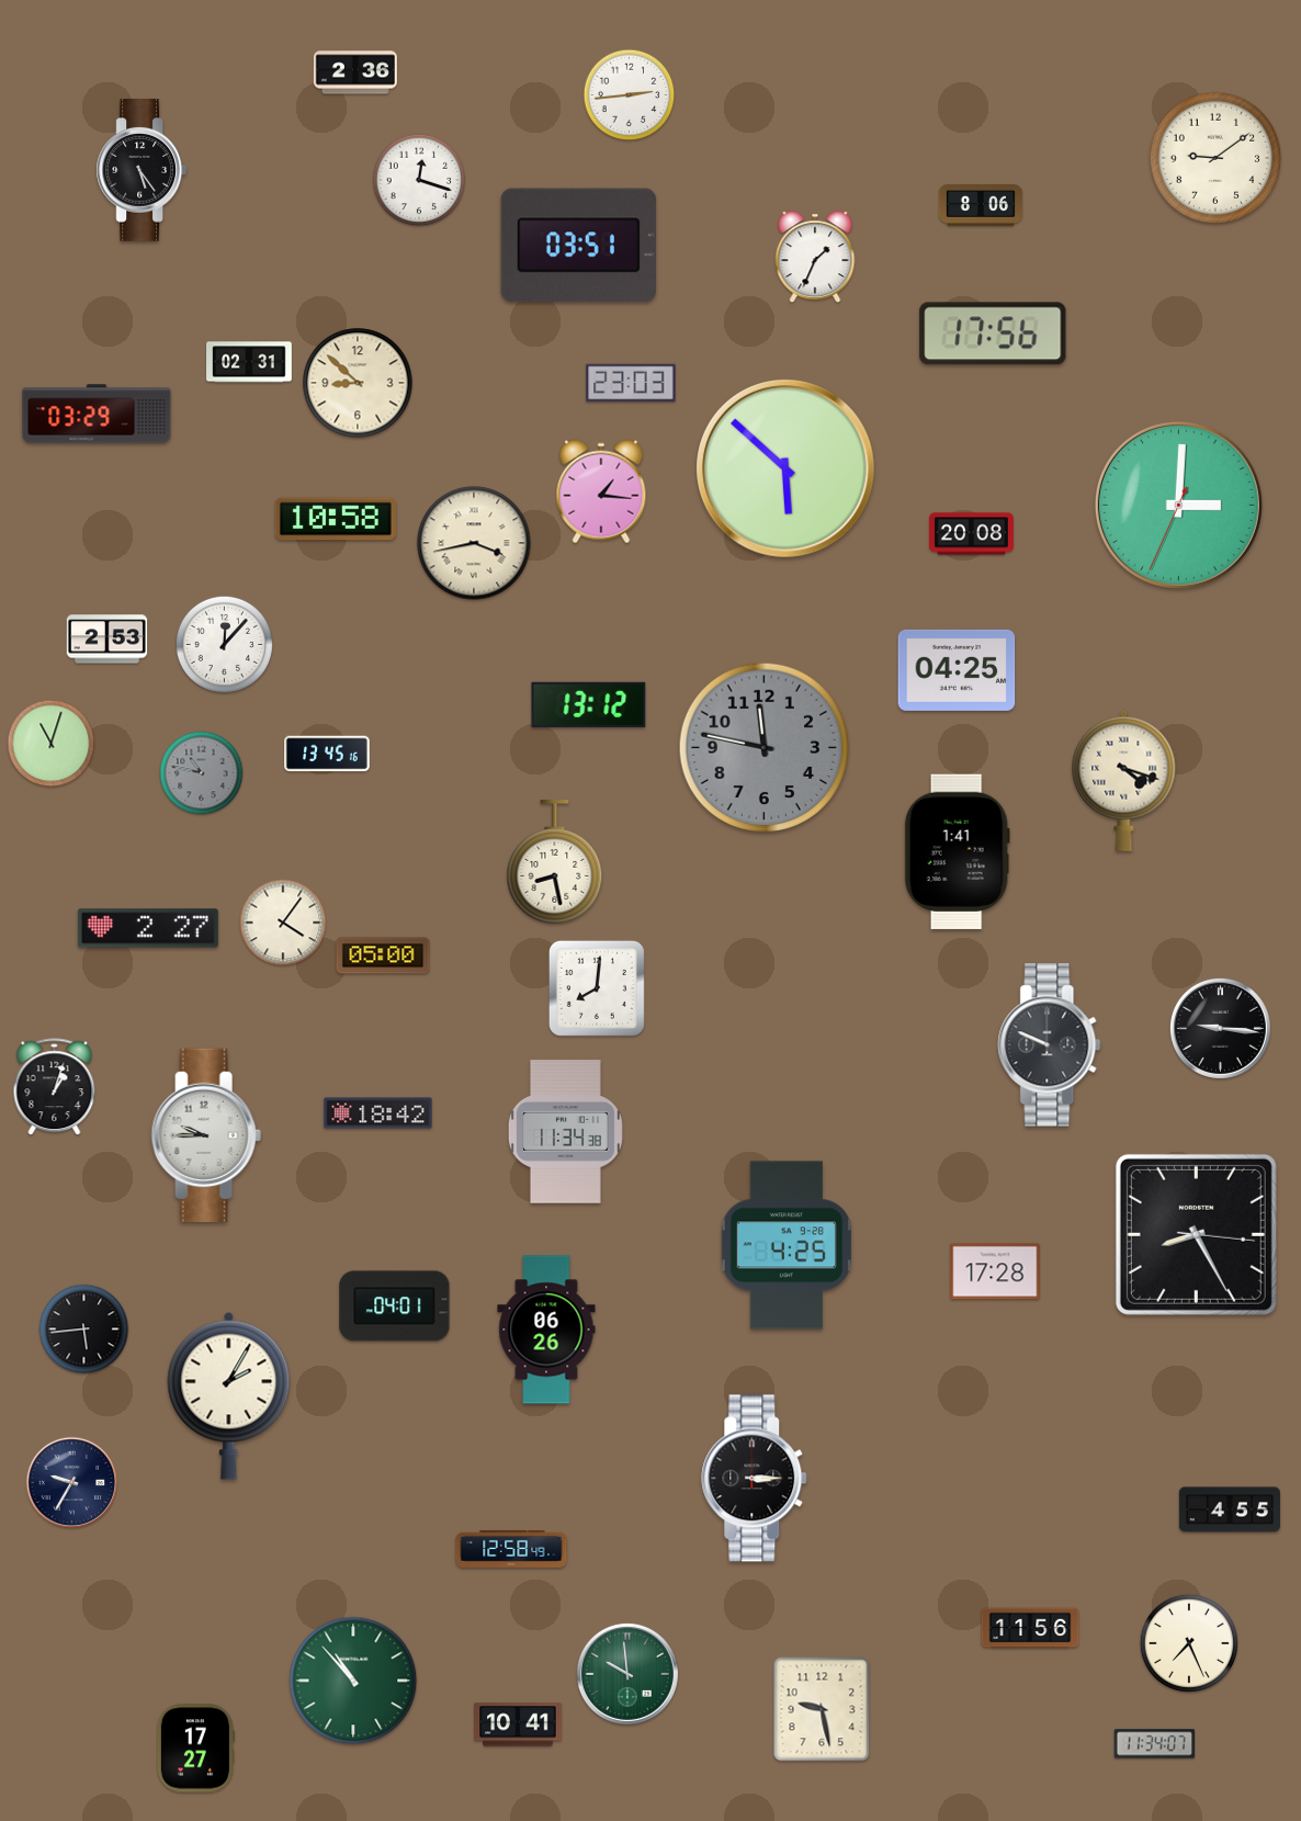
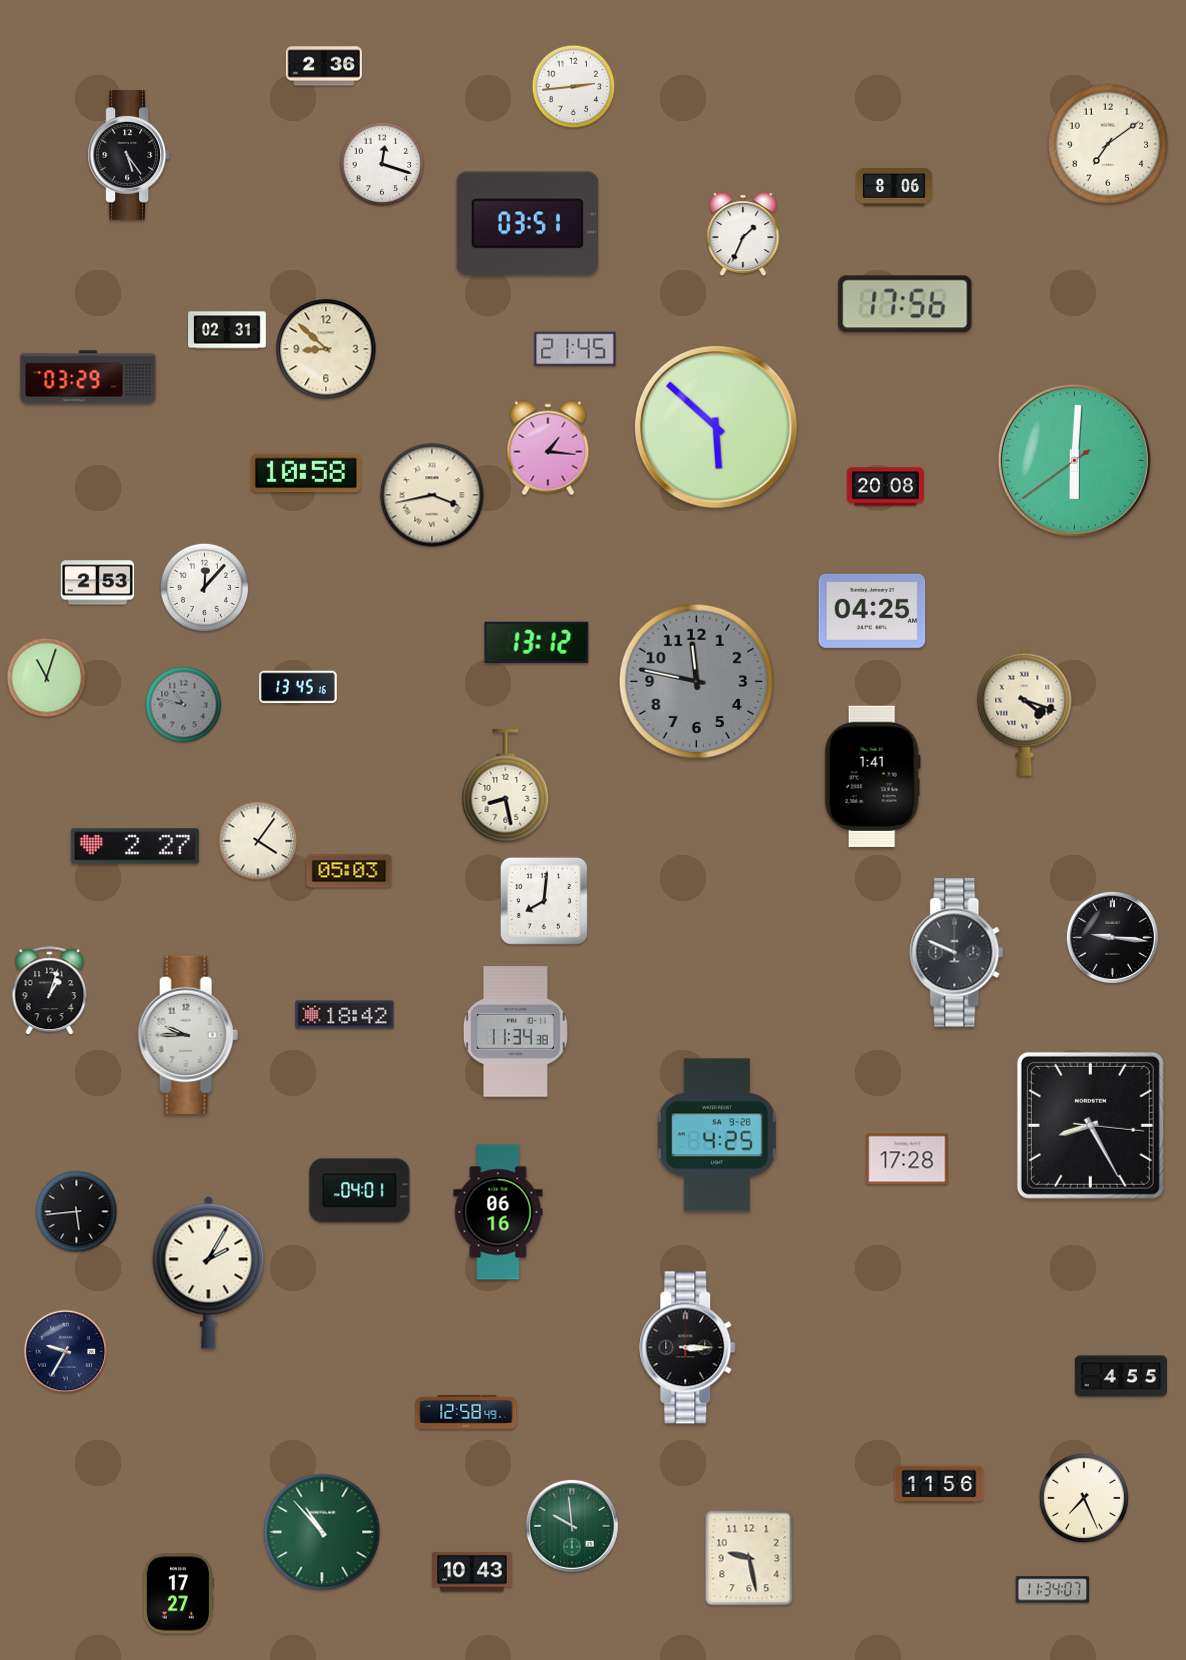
clock at (1215, 158): 9:09 -> 7:09
clock at (631, 383): 23:03 -> 21:45
clock at (1178, 505): 3:00 -> 6:00
clock at (383, 955): 05:00 -> 05:03
clock at (546, 1330): 06:26 -> 06:16
clock at (518, 1724): 10:41 -> 10:43
